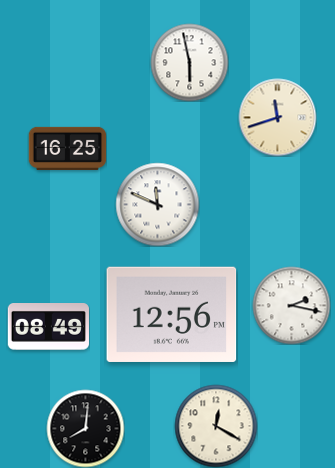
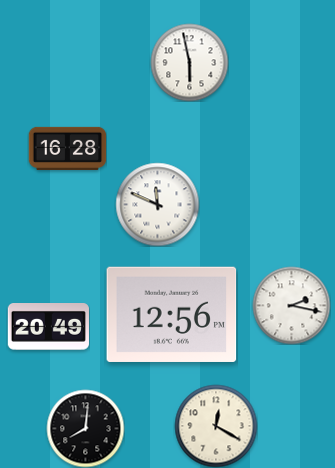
clock at (277, 117): 11:42 -> none
clock at (67, 148): 16:25 -> 16:28
clock at (48, 327): 08:49 -> 20:49
